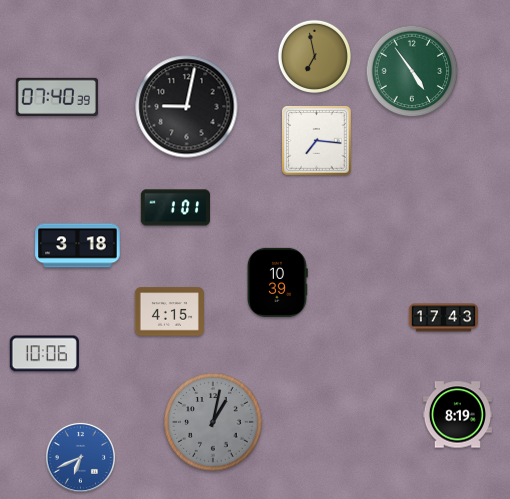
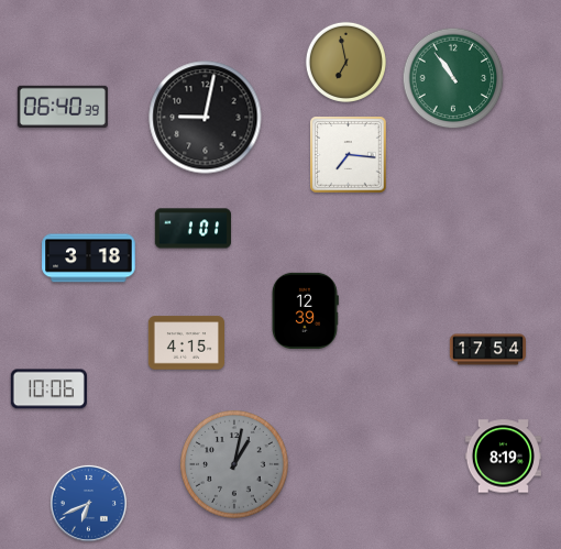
clock at (412, 71): 4:54 -> 10:54
clock at (57, 96): 07:40 -> 06:40
clock at (78, 246) position: (78, 246) -> (89, 259)
clock at (277, 282): 10:39 -> 12:39
clock at (443, 318): 17:43 -> 17:54
